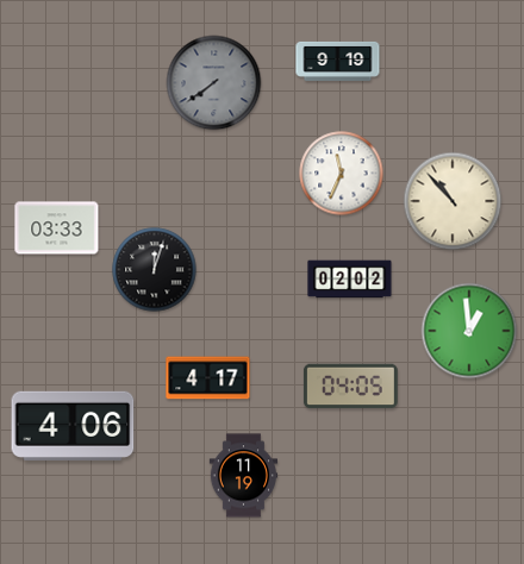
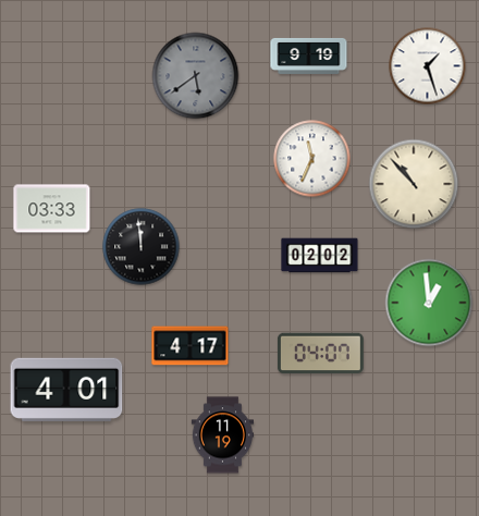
clock at (428, 66): none -> 1:27
clock at (214, 83): 7:39 -> 5:39
clock at (155, 270): 12:03 -> 11:59
clock at (350, 387): 04:05 -> 04:07
clock at (73, 426): 4:06 -> 4:01
